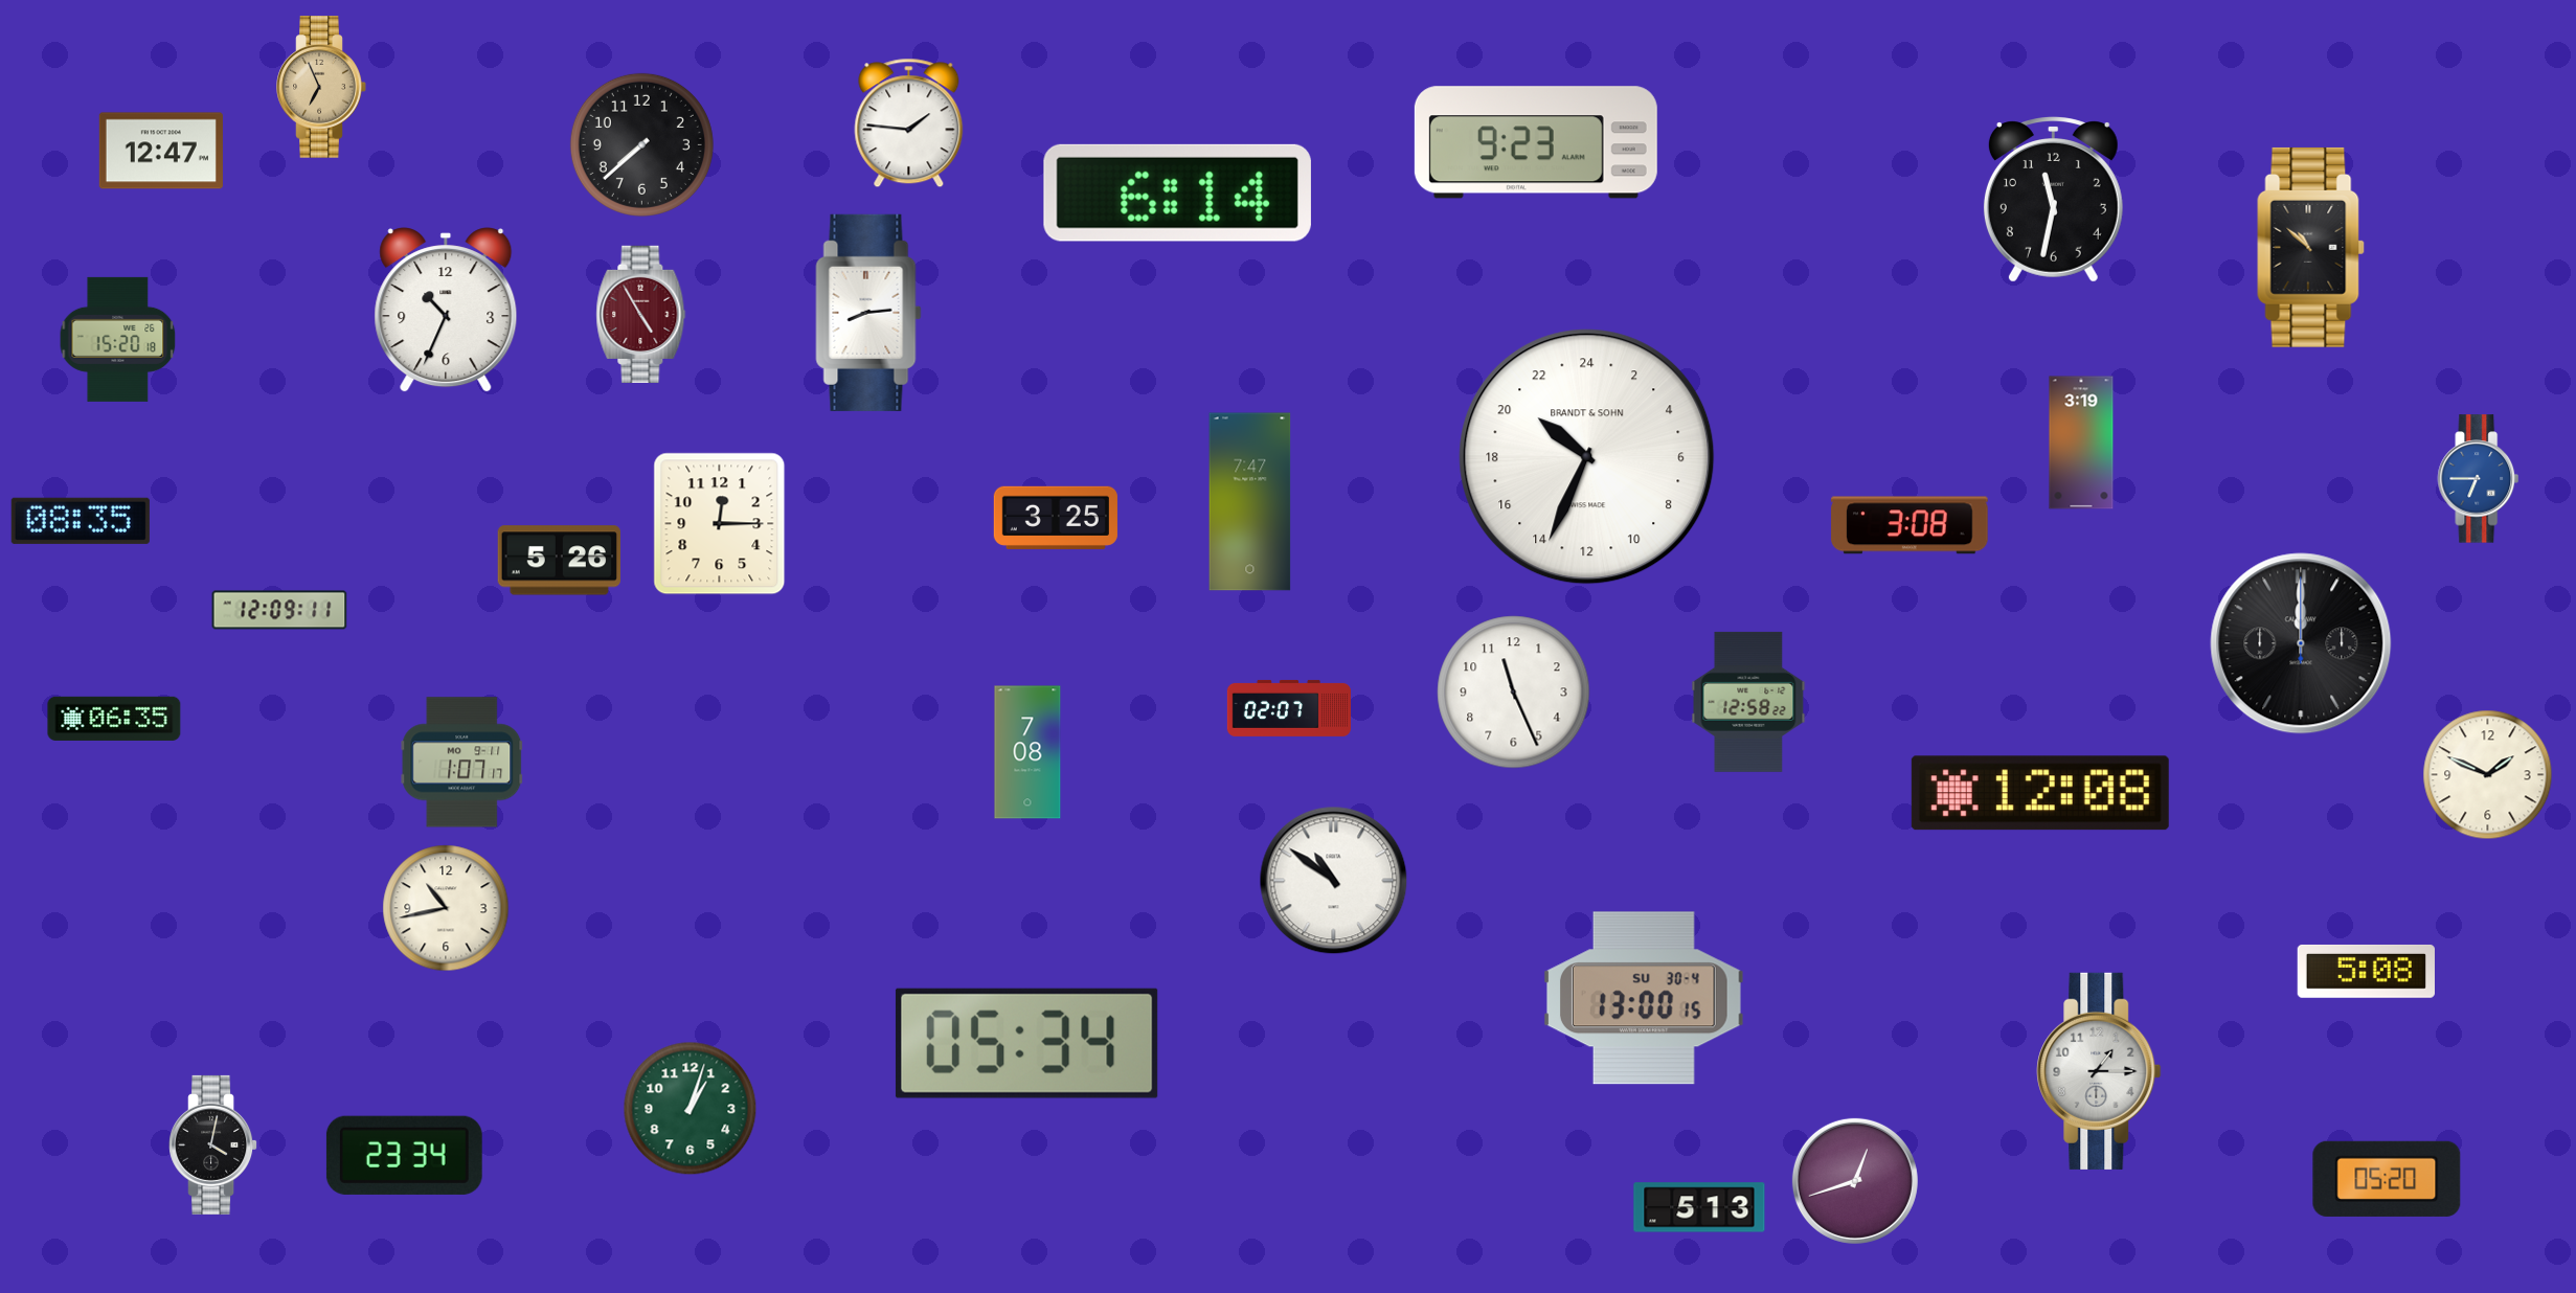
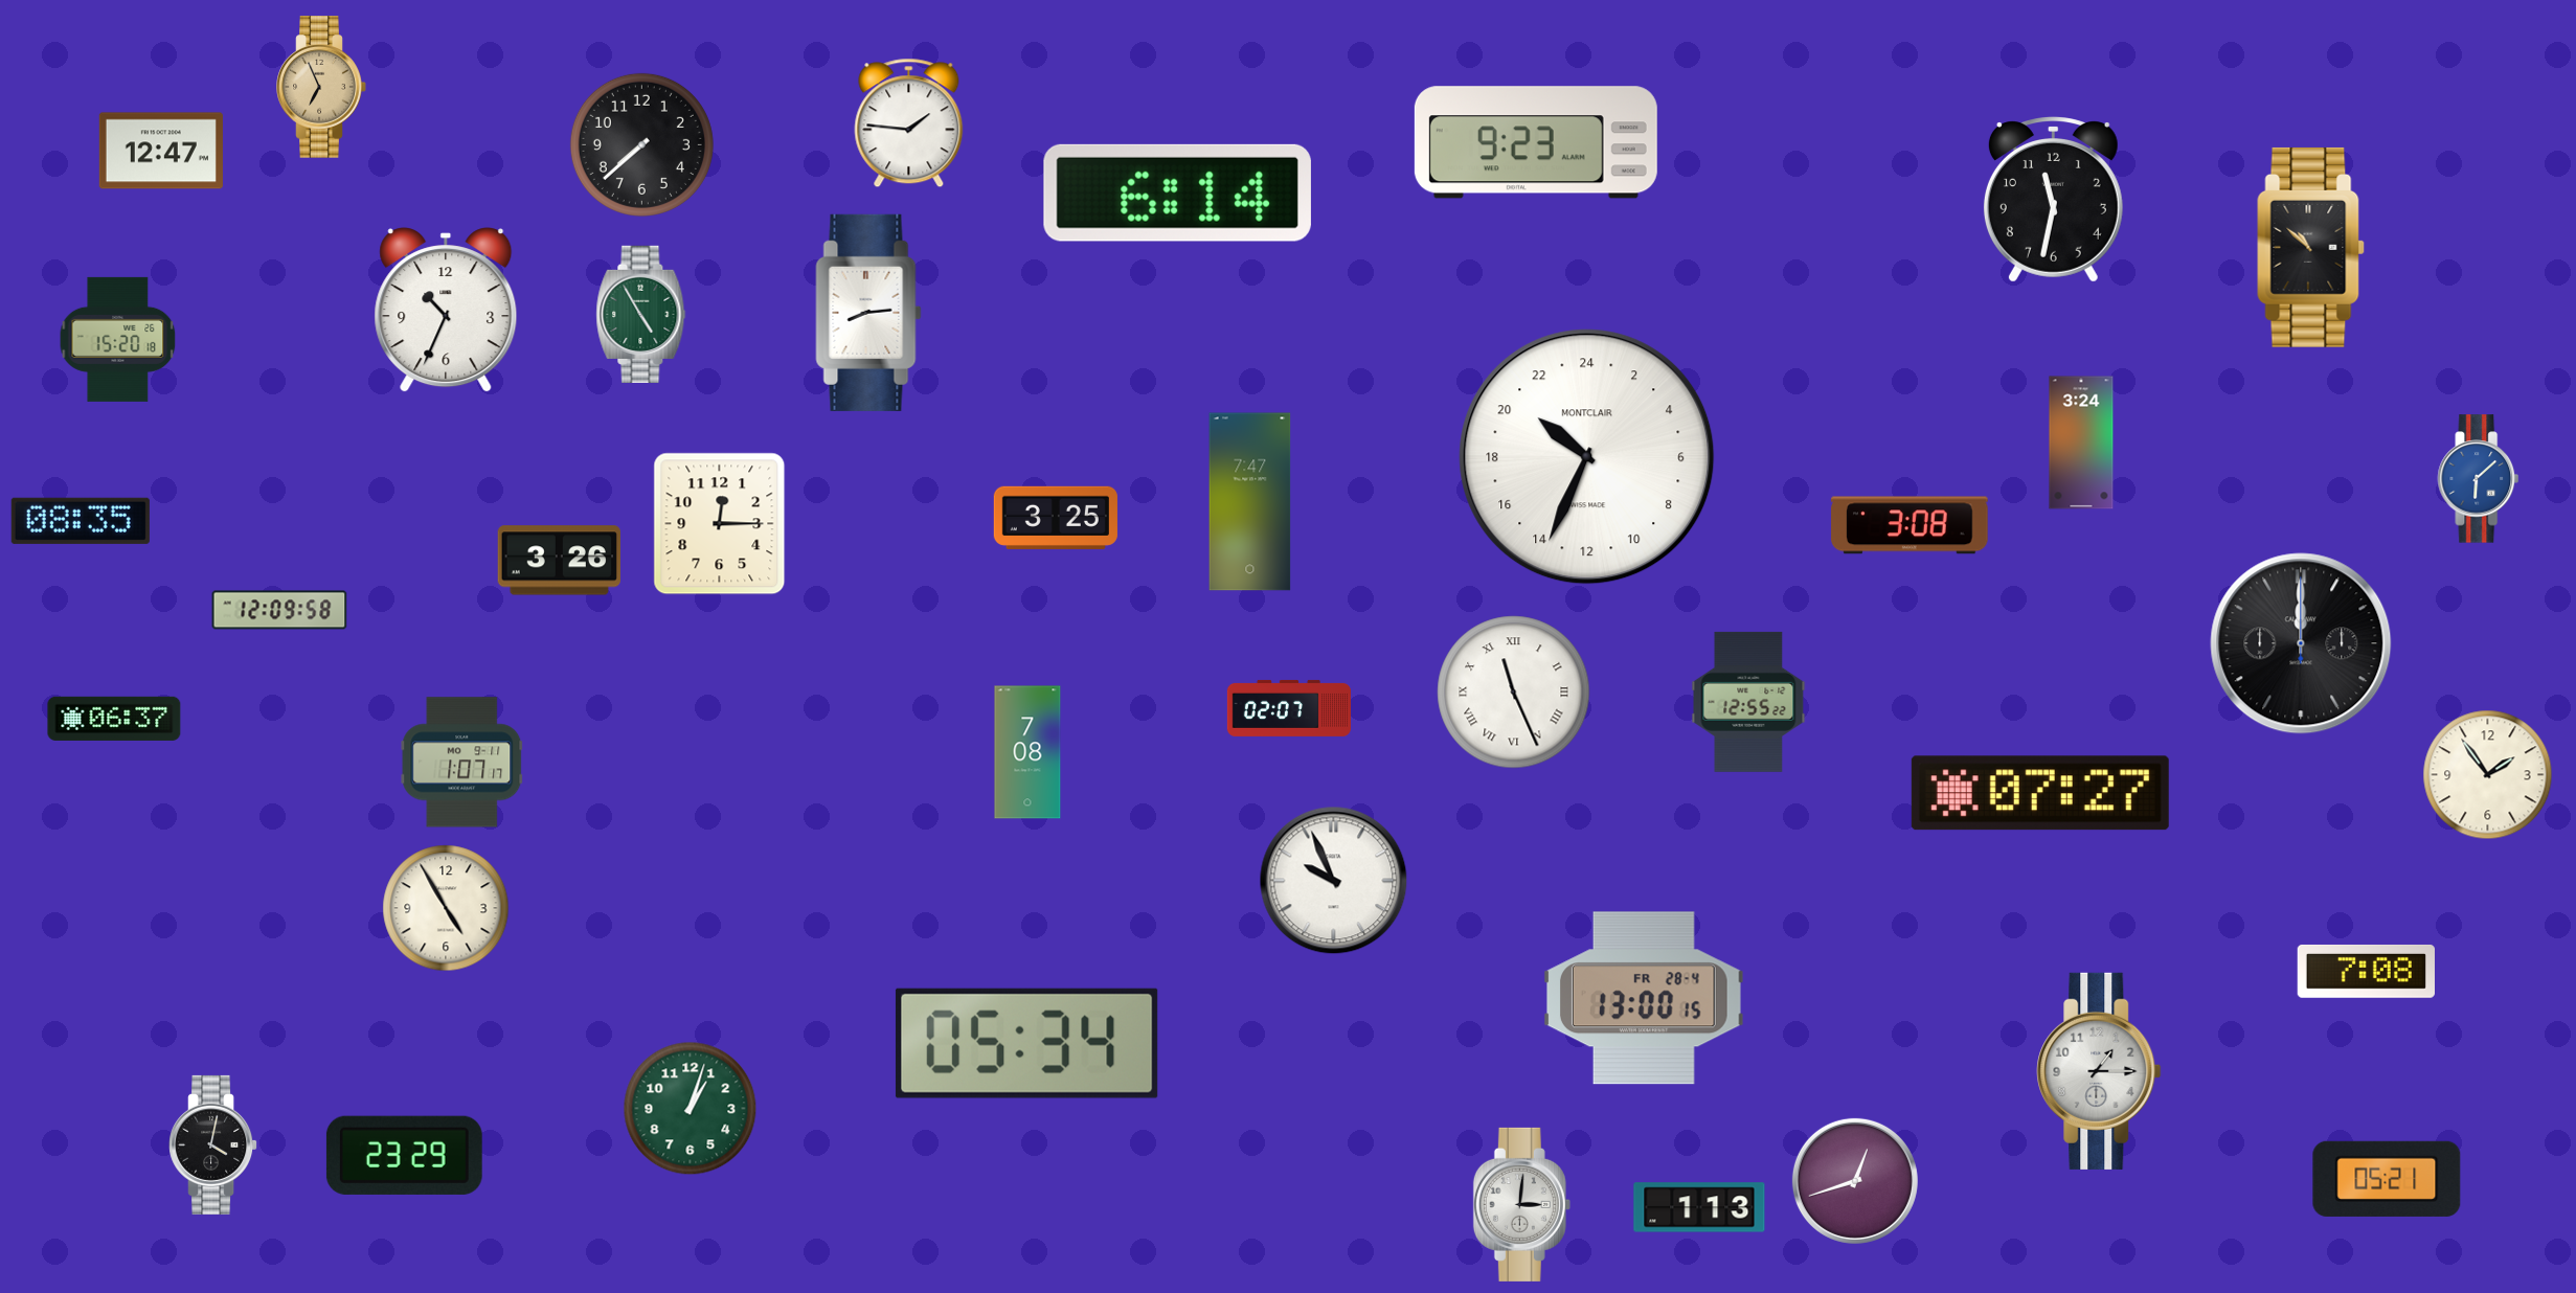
clock at (641, 314) dial: burgundy -> green
clock at (2081, 443): 3:19 -> 3:24
clock at (1587, 457) brand: BRANDT & SOHN -> MONTCLAIR
clock at (2479, 479): 6:45 -> 6:08
clock at (559, 561): 5:26 -> 3:26
clock at (279, 610): 12:09:11 -> 12:09:58
clock at (1514, 693) numerals: Arabic -> Roman
clock at (1748, 702): 12:58 -> 12:55
clock at (114, 719): 06:35 -> 06:37
clock at (2488, 775): 1:49 -> 1:54
clock at (2040, 793): 12:08 -> 07:27
clock at (1334, 881): 10:51 -> 9:56
clock at (446, 908): 10:43 -> 4:55
clock at (2366, 971): 5:08 -> 7:08
clock at (1644, 998) date: SU 30-4 -> FR 28-4
clock at (404, 1155): 23:34 -> 23:29
clock at (2387, 1179): 05:20 -> 05:21
clock at (1521, 1204): none -> 3:01
clock at (1699, 1207): 5:13 -> 1:13
